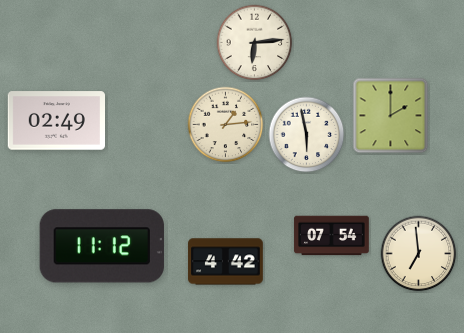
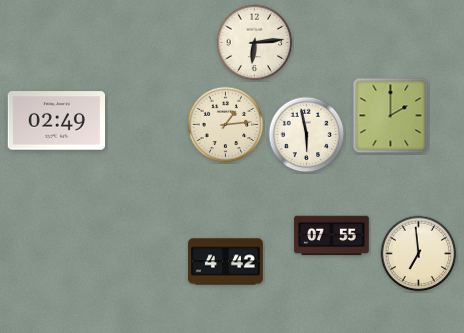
clock at (332, 236): 07:54 -> 07:55
clock at (102, 246): 11:12 -> none
